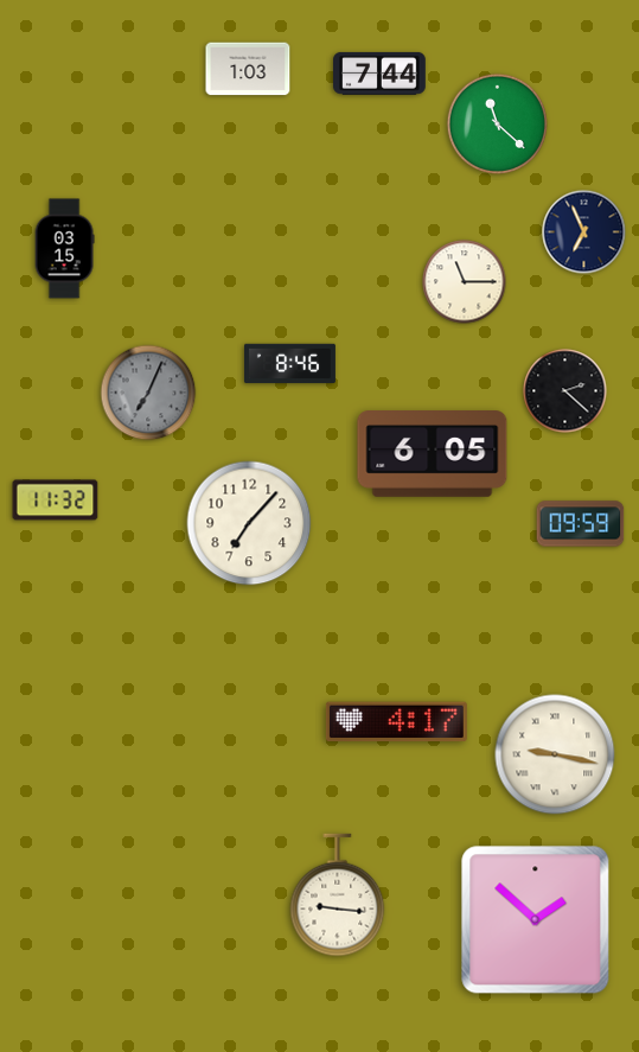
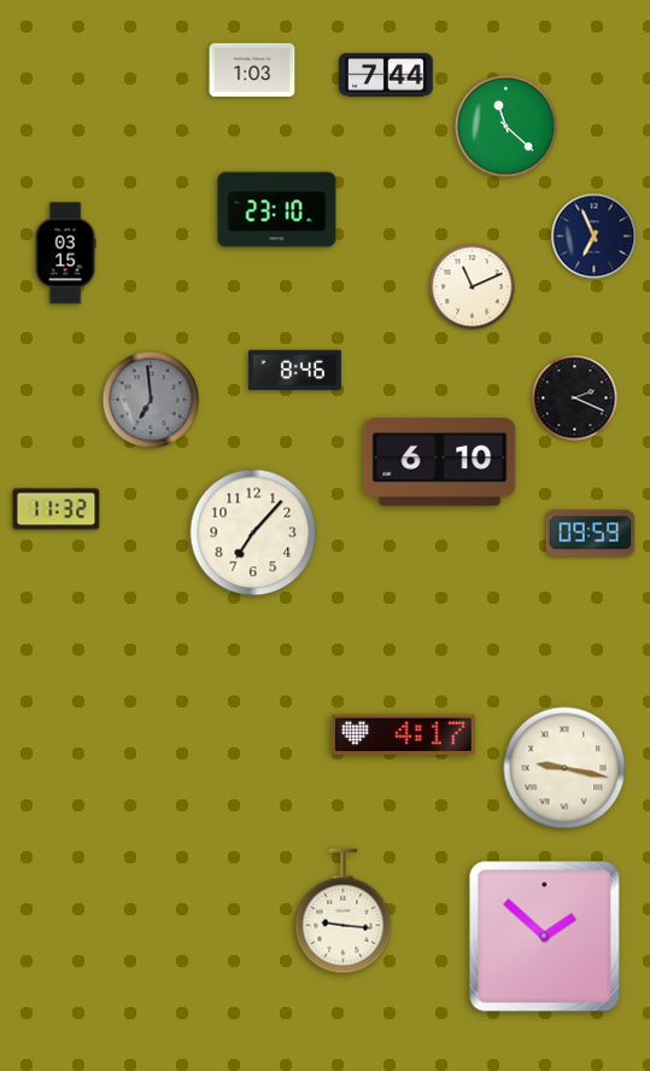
clock at (277, 210): none -> 23:10
clock at (465, 282): 11:15 -> 11:11
clock at (565, 391): 2:22 -> 2:19
clock at (148, 393): 7:04 -> 6:59
clock at (433, 454): 6:05 -> 6:10
